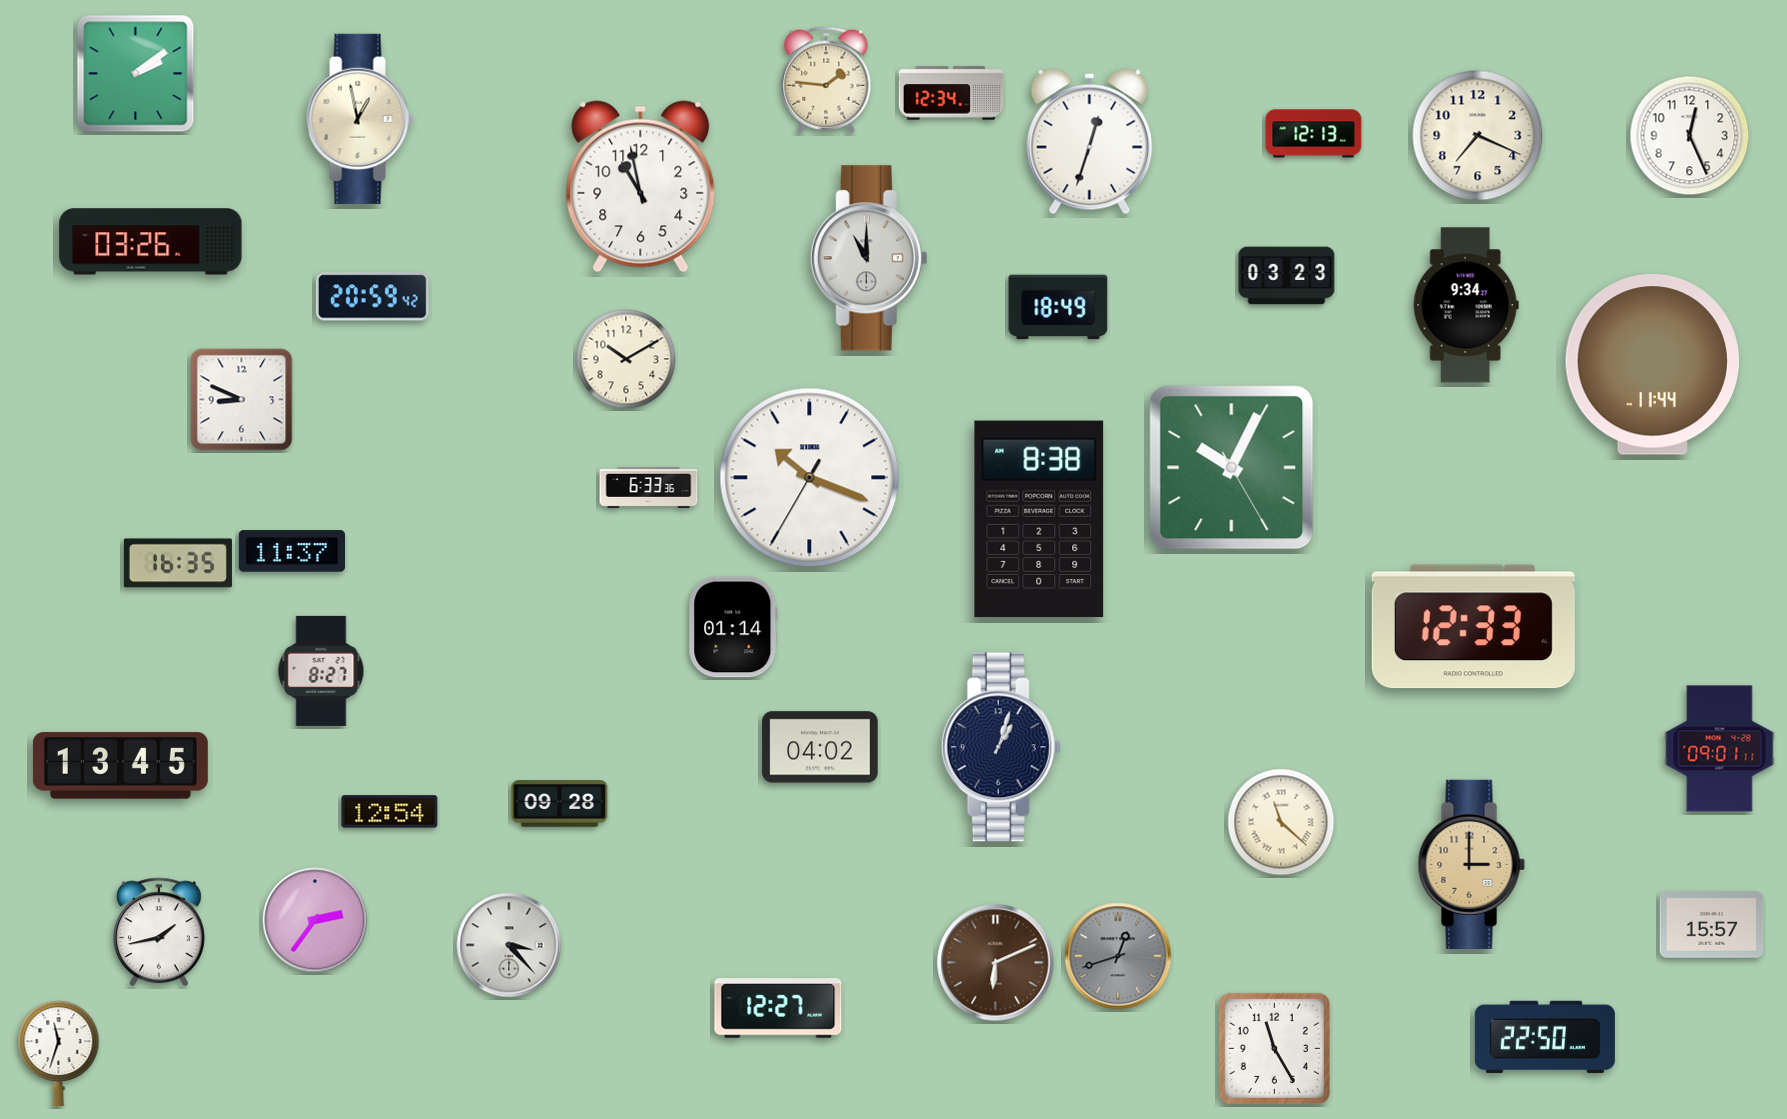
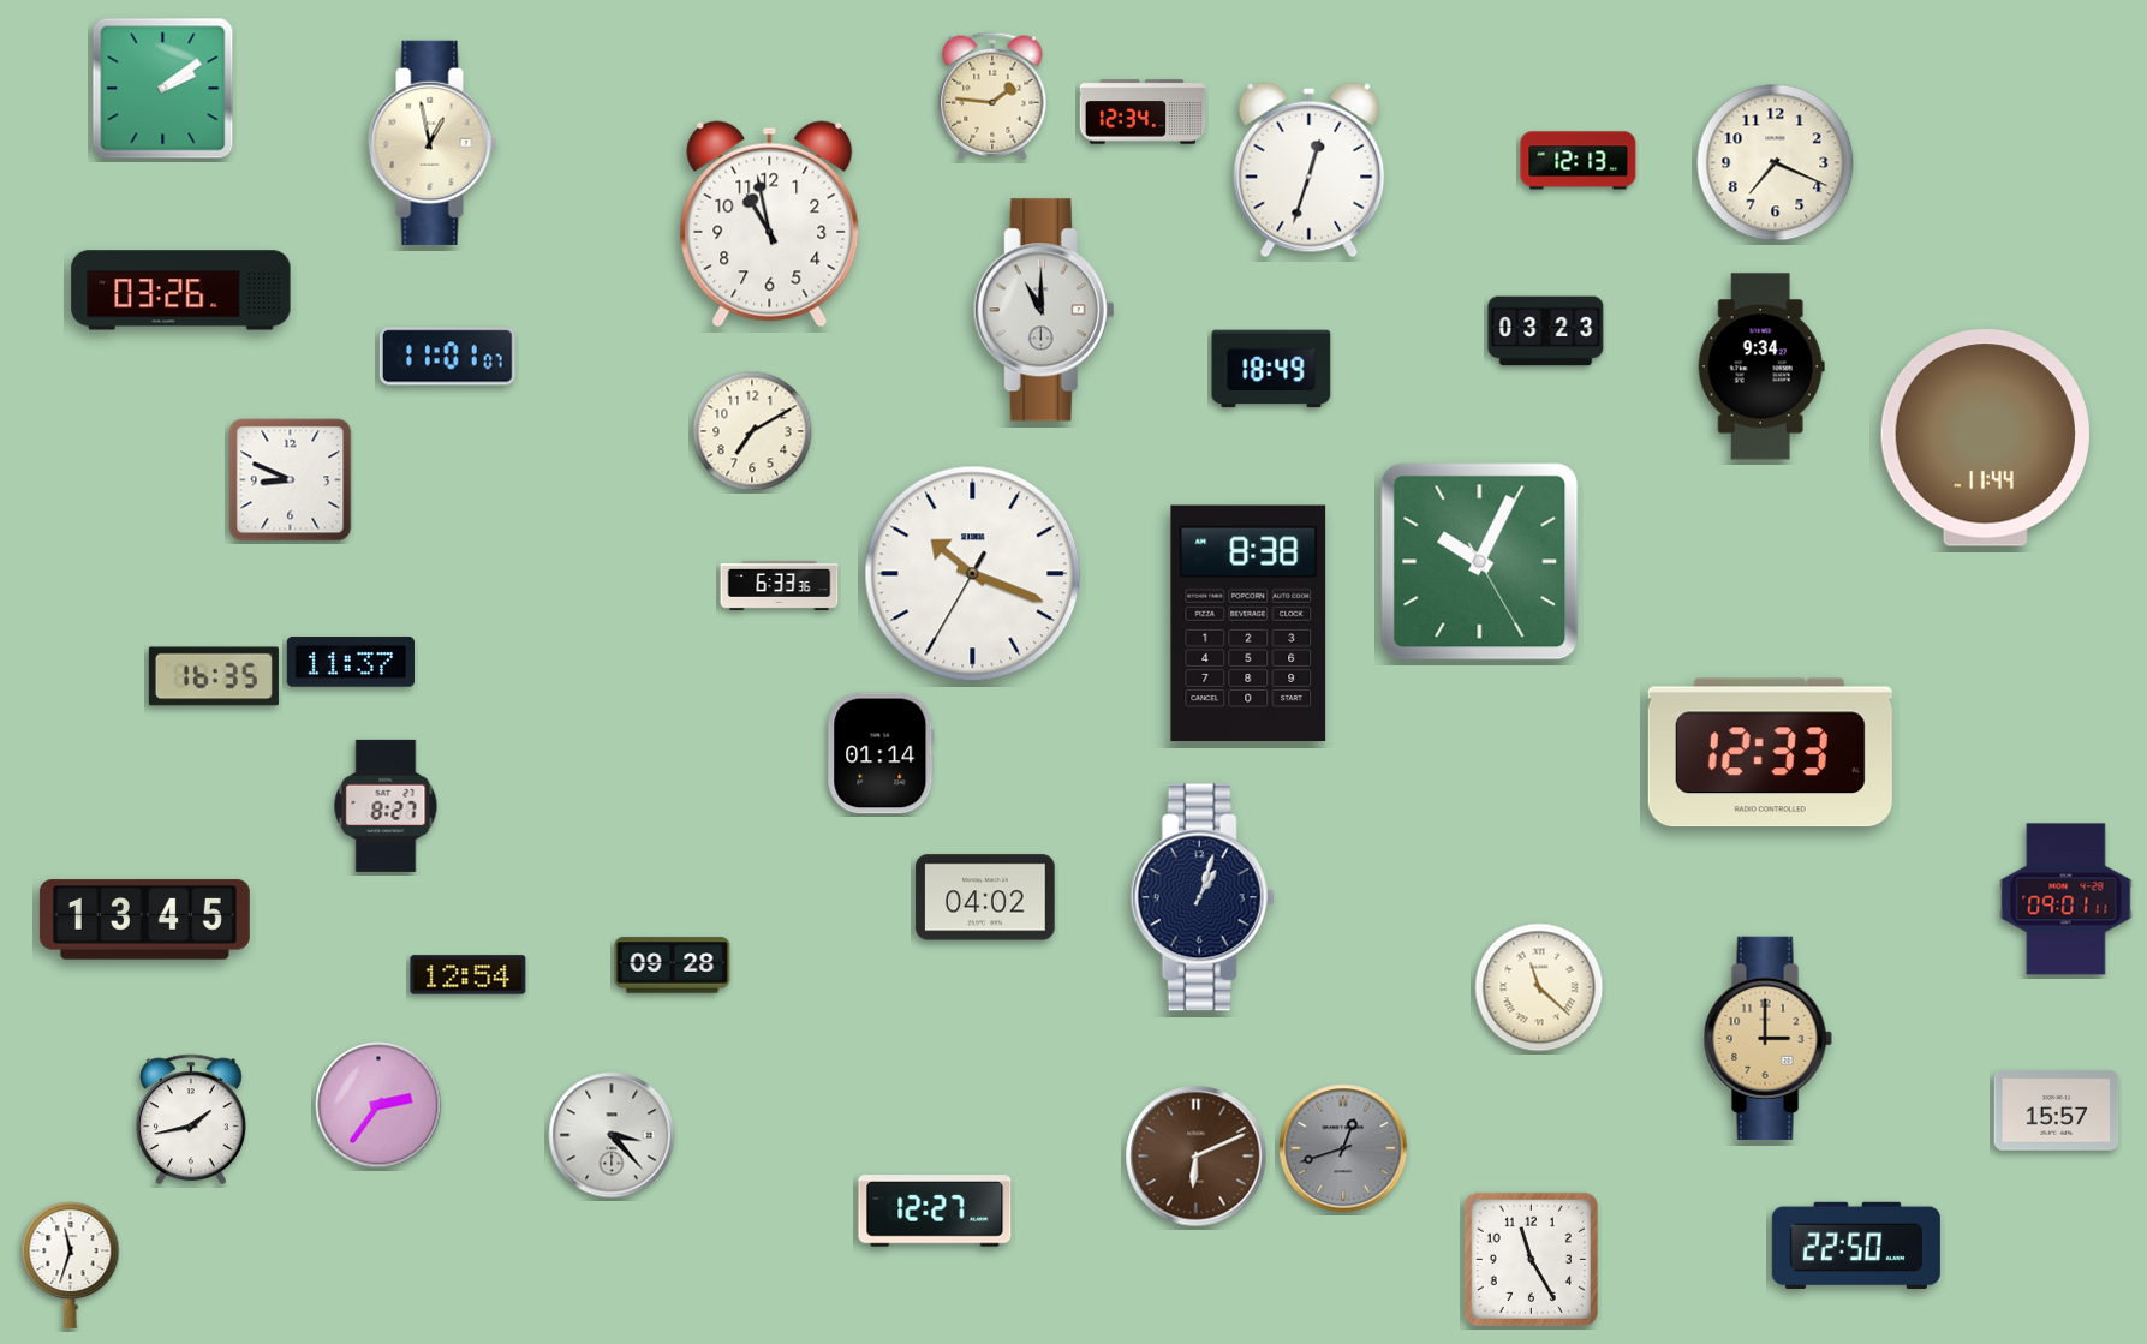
clock at (1690, 136): 12:26 -> none
clock at (372, 297): 20:59 -> 11:01
clock at (626, 359): 10:10 -> 7:10
